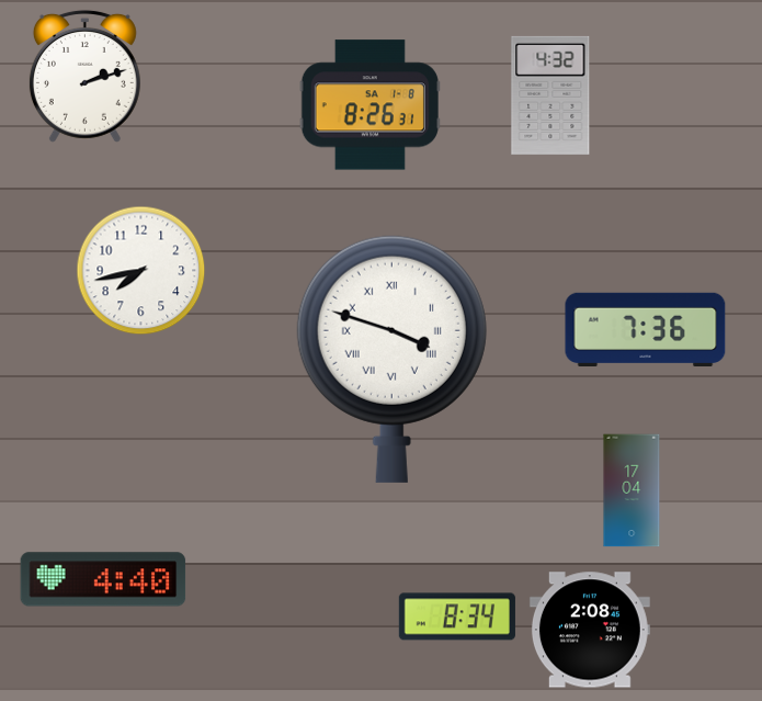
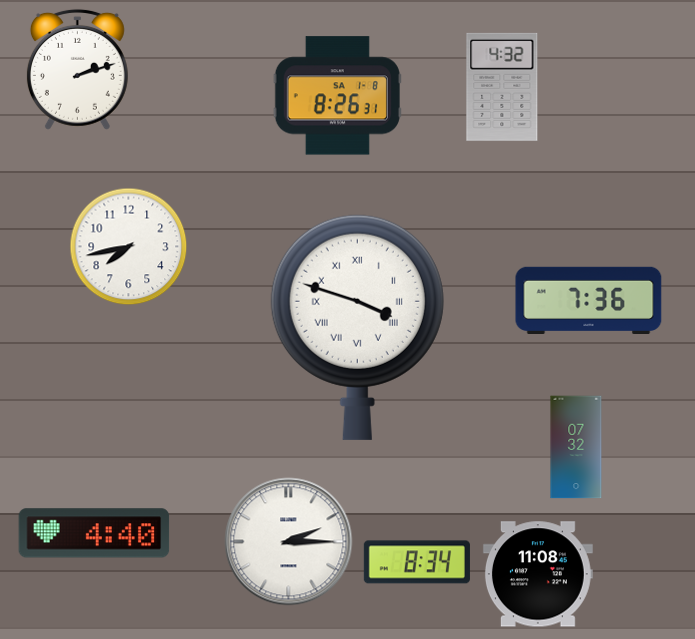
clock at (632, 490): 17:04 -> 07:32
clock at (103, 579) position: (103, 579) -> (94, 533)
clock at (289, 542): none -> 2:15
clock at (590, 630): 2:08 -> 11:08
